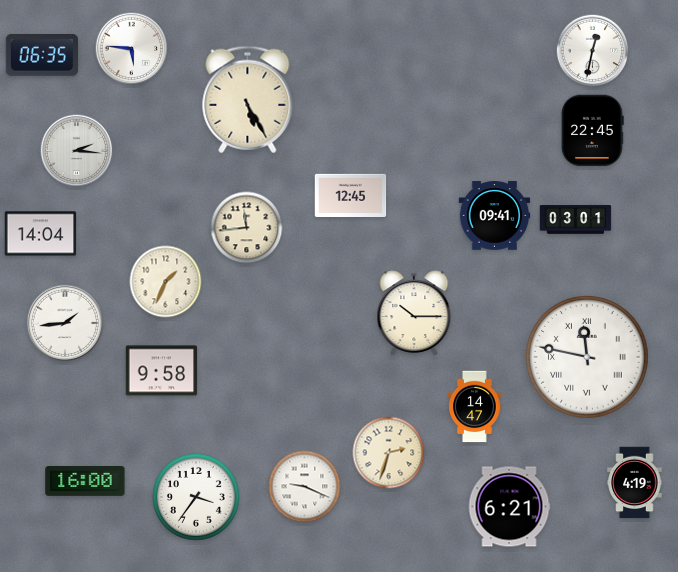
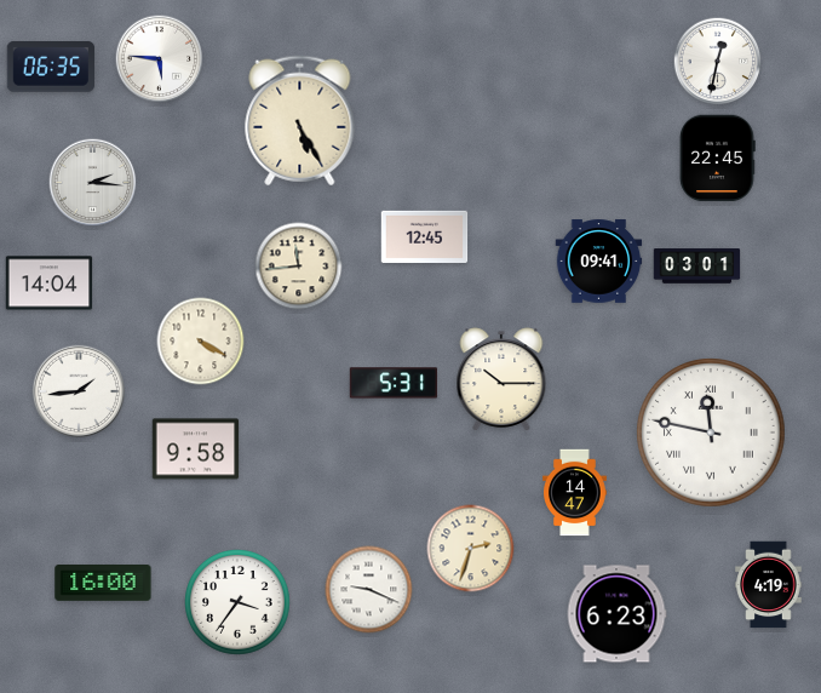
clock at (247, 228) position: (247, 228) -> (299, 267)
clock at (166, 282): 1:34 -> 4:20
clock at (392, 383): none -> 5:31
clock at (509, 507): 6:21 -> 6:23
